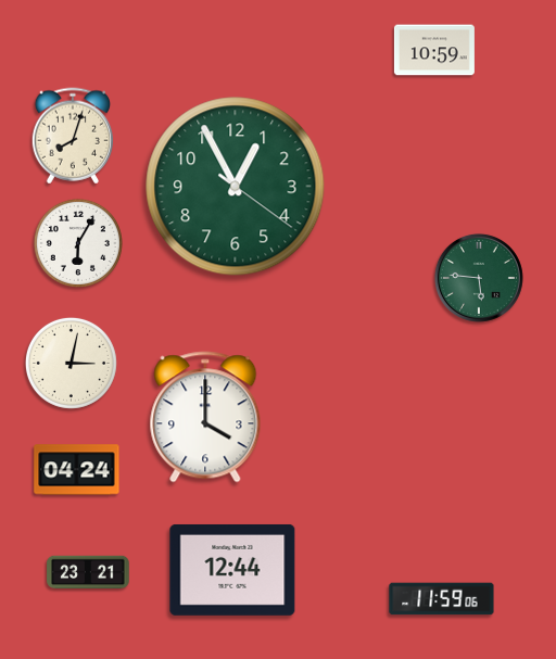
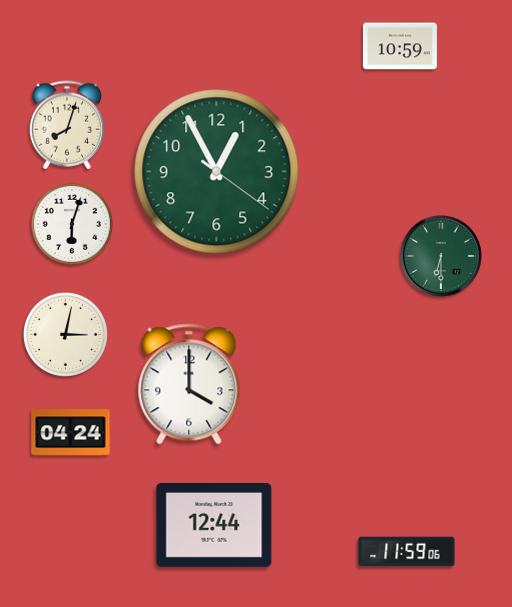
clock at (78, 243): 6:05 -> 6:03
clock at (479, 278): 5:46 -> 6:30
clock at (88, 572): 23:21 -> none
